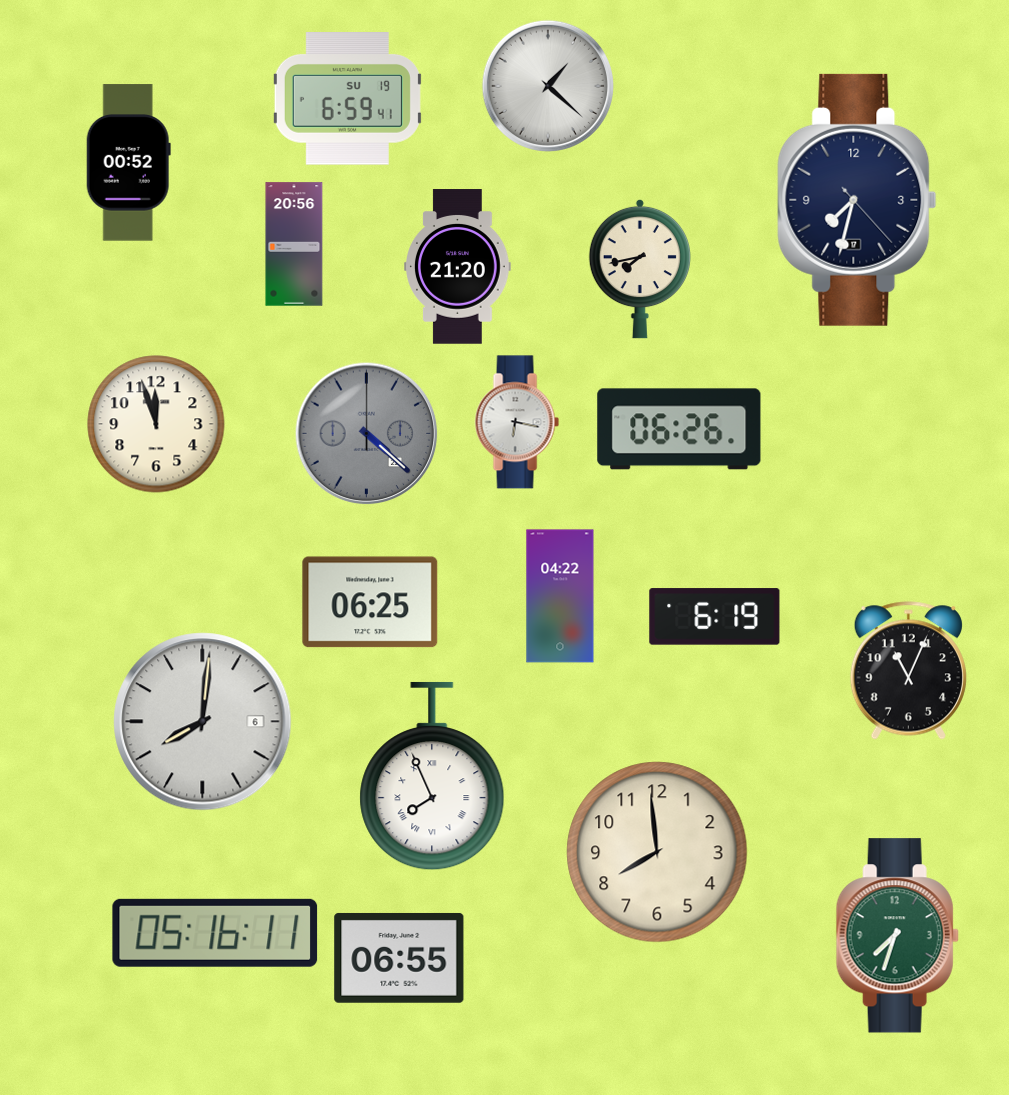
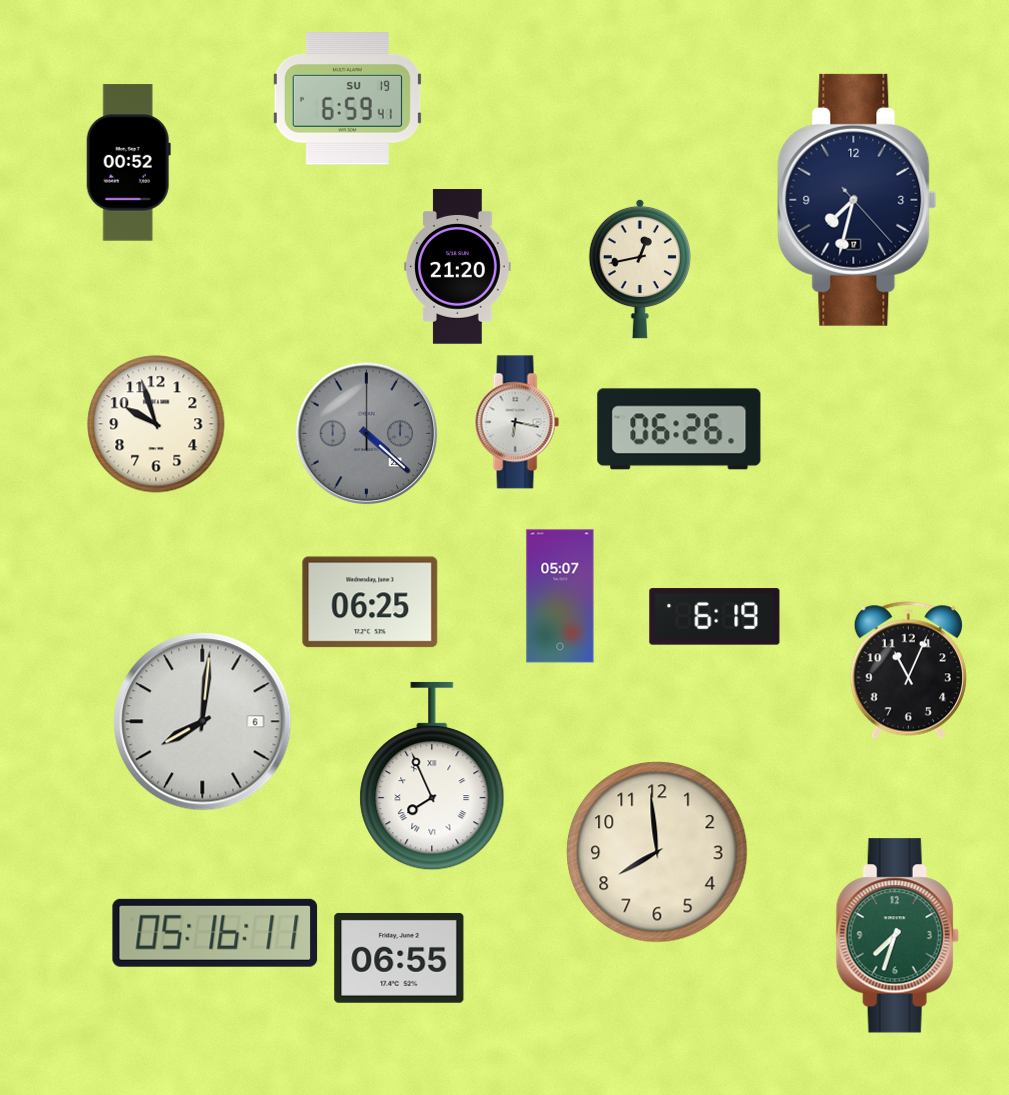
clock at (548, 86): 1:22 -> none
clock at (294, 244): 20:56 -> none
clock at (640, 269): 7:43 -> 12:43
clock at (156, 424): 11:57 -> 9:57
clock at (560, 596): 04:22 -> 05:07
